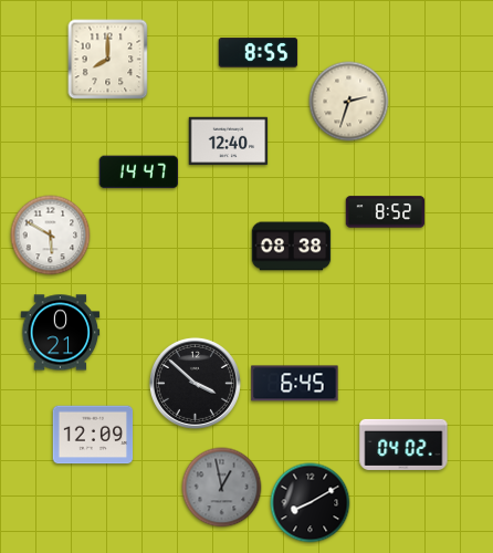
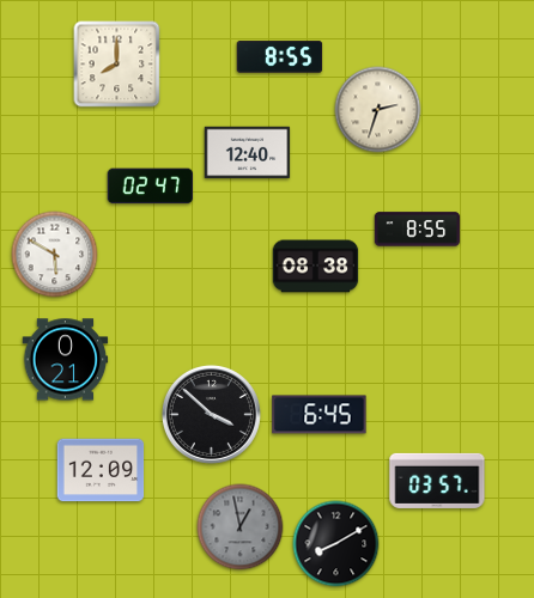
clock at (139, 173): 14:47 -> 02:47
clock at (386, 212): 8:52 -> 8:55
clock at (403, 445): 04:02 -> 03:57
